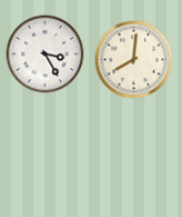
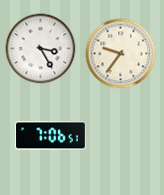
clock at (134, 60): 8:01 -> 9:36
clock at (50, 136): none -> 7:06
